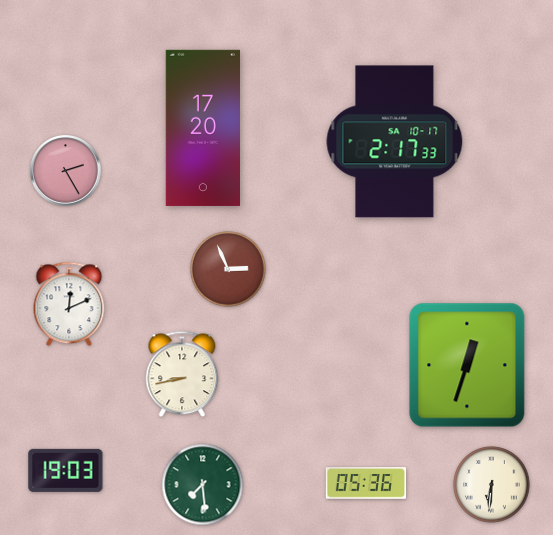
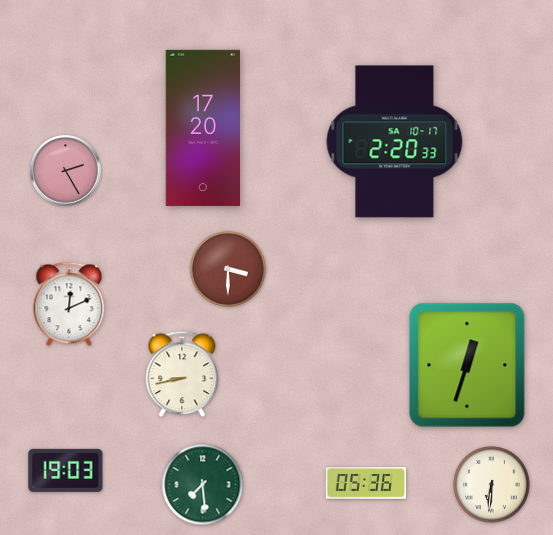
clock at (395, 142): 2:17 -> 2:20
clock at (228, 269): 2:56 -> 3:30
